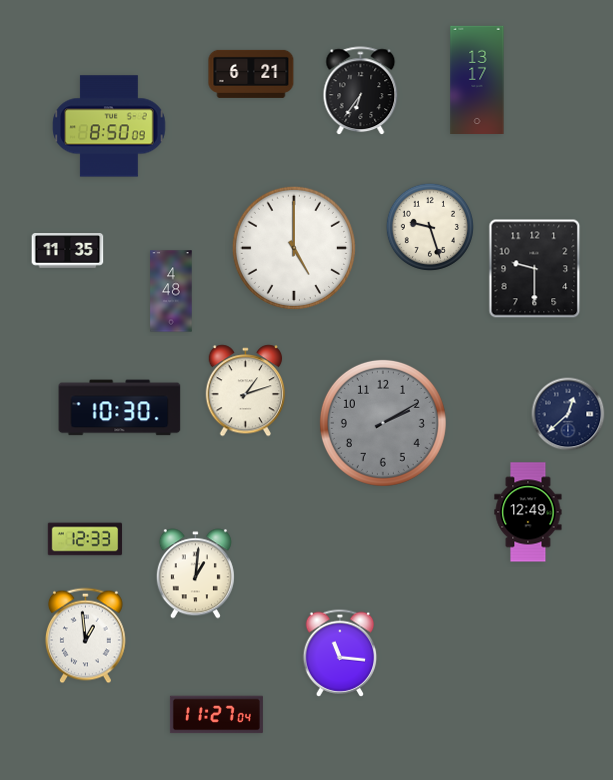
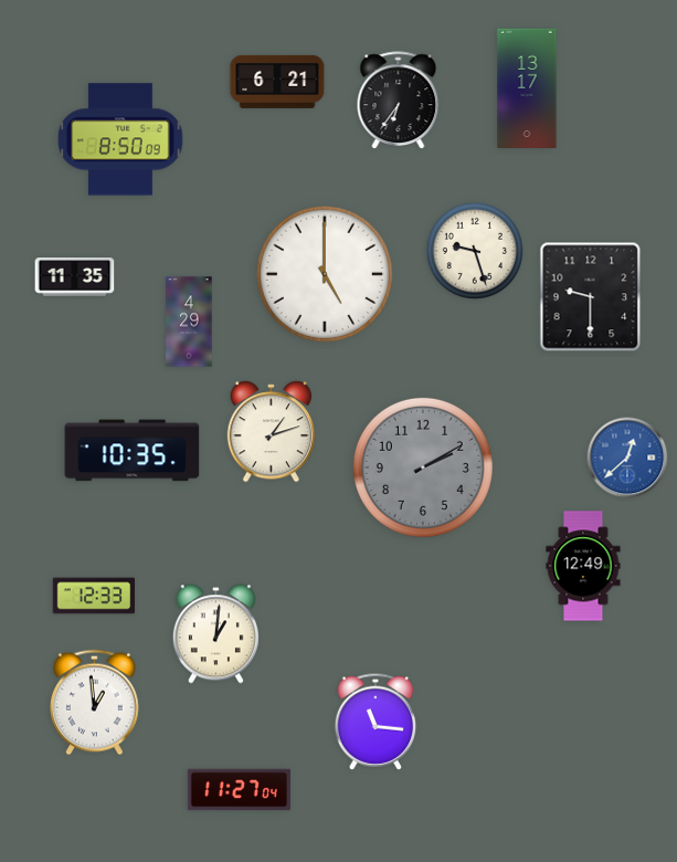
clock at (171, 291): 4:48 -> 4:29
clock at (120, 408): 10:30 -> 10:35
clock at (568, 414) dial: navy -> blue
